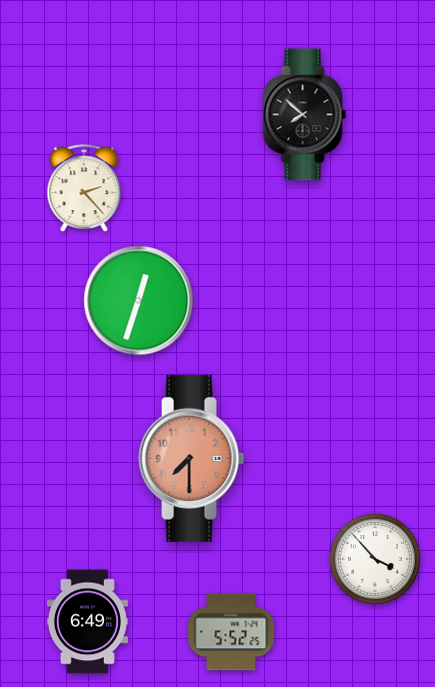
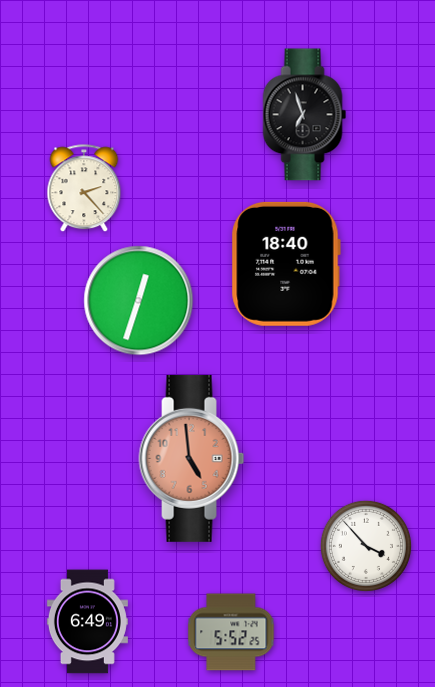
clock at (305, 115): 7:52 -> 6:57
clock at (286, 264): none -> 18:40
clock at (192, 458): 7:30 -> 4:59
clock at (375, 559) position: (375, 559) -> (366, 546)
